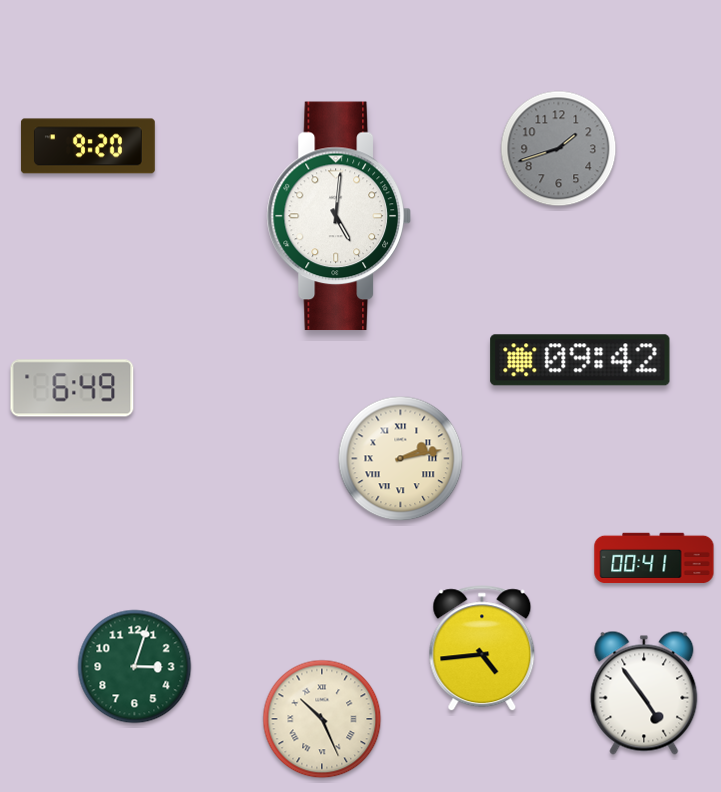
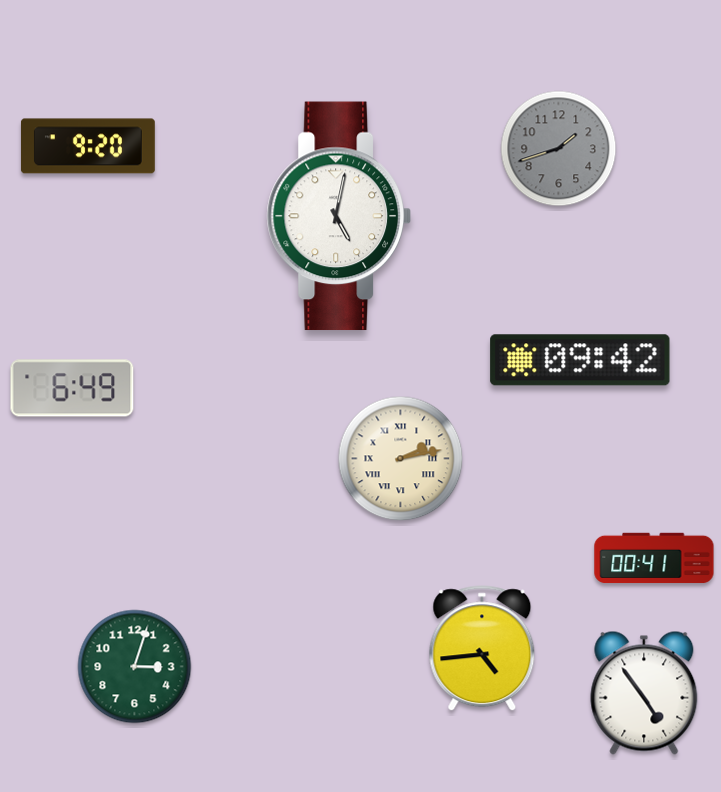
clock at (338, 216): 5:01 -> 5:02
clock at (322, 719): 10:26 -> none
